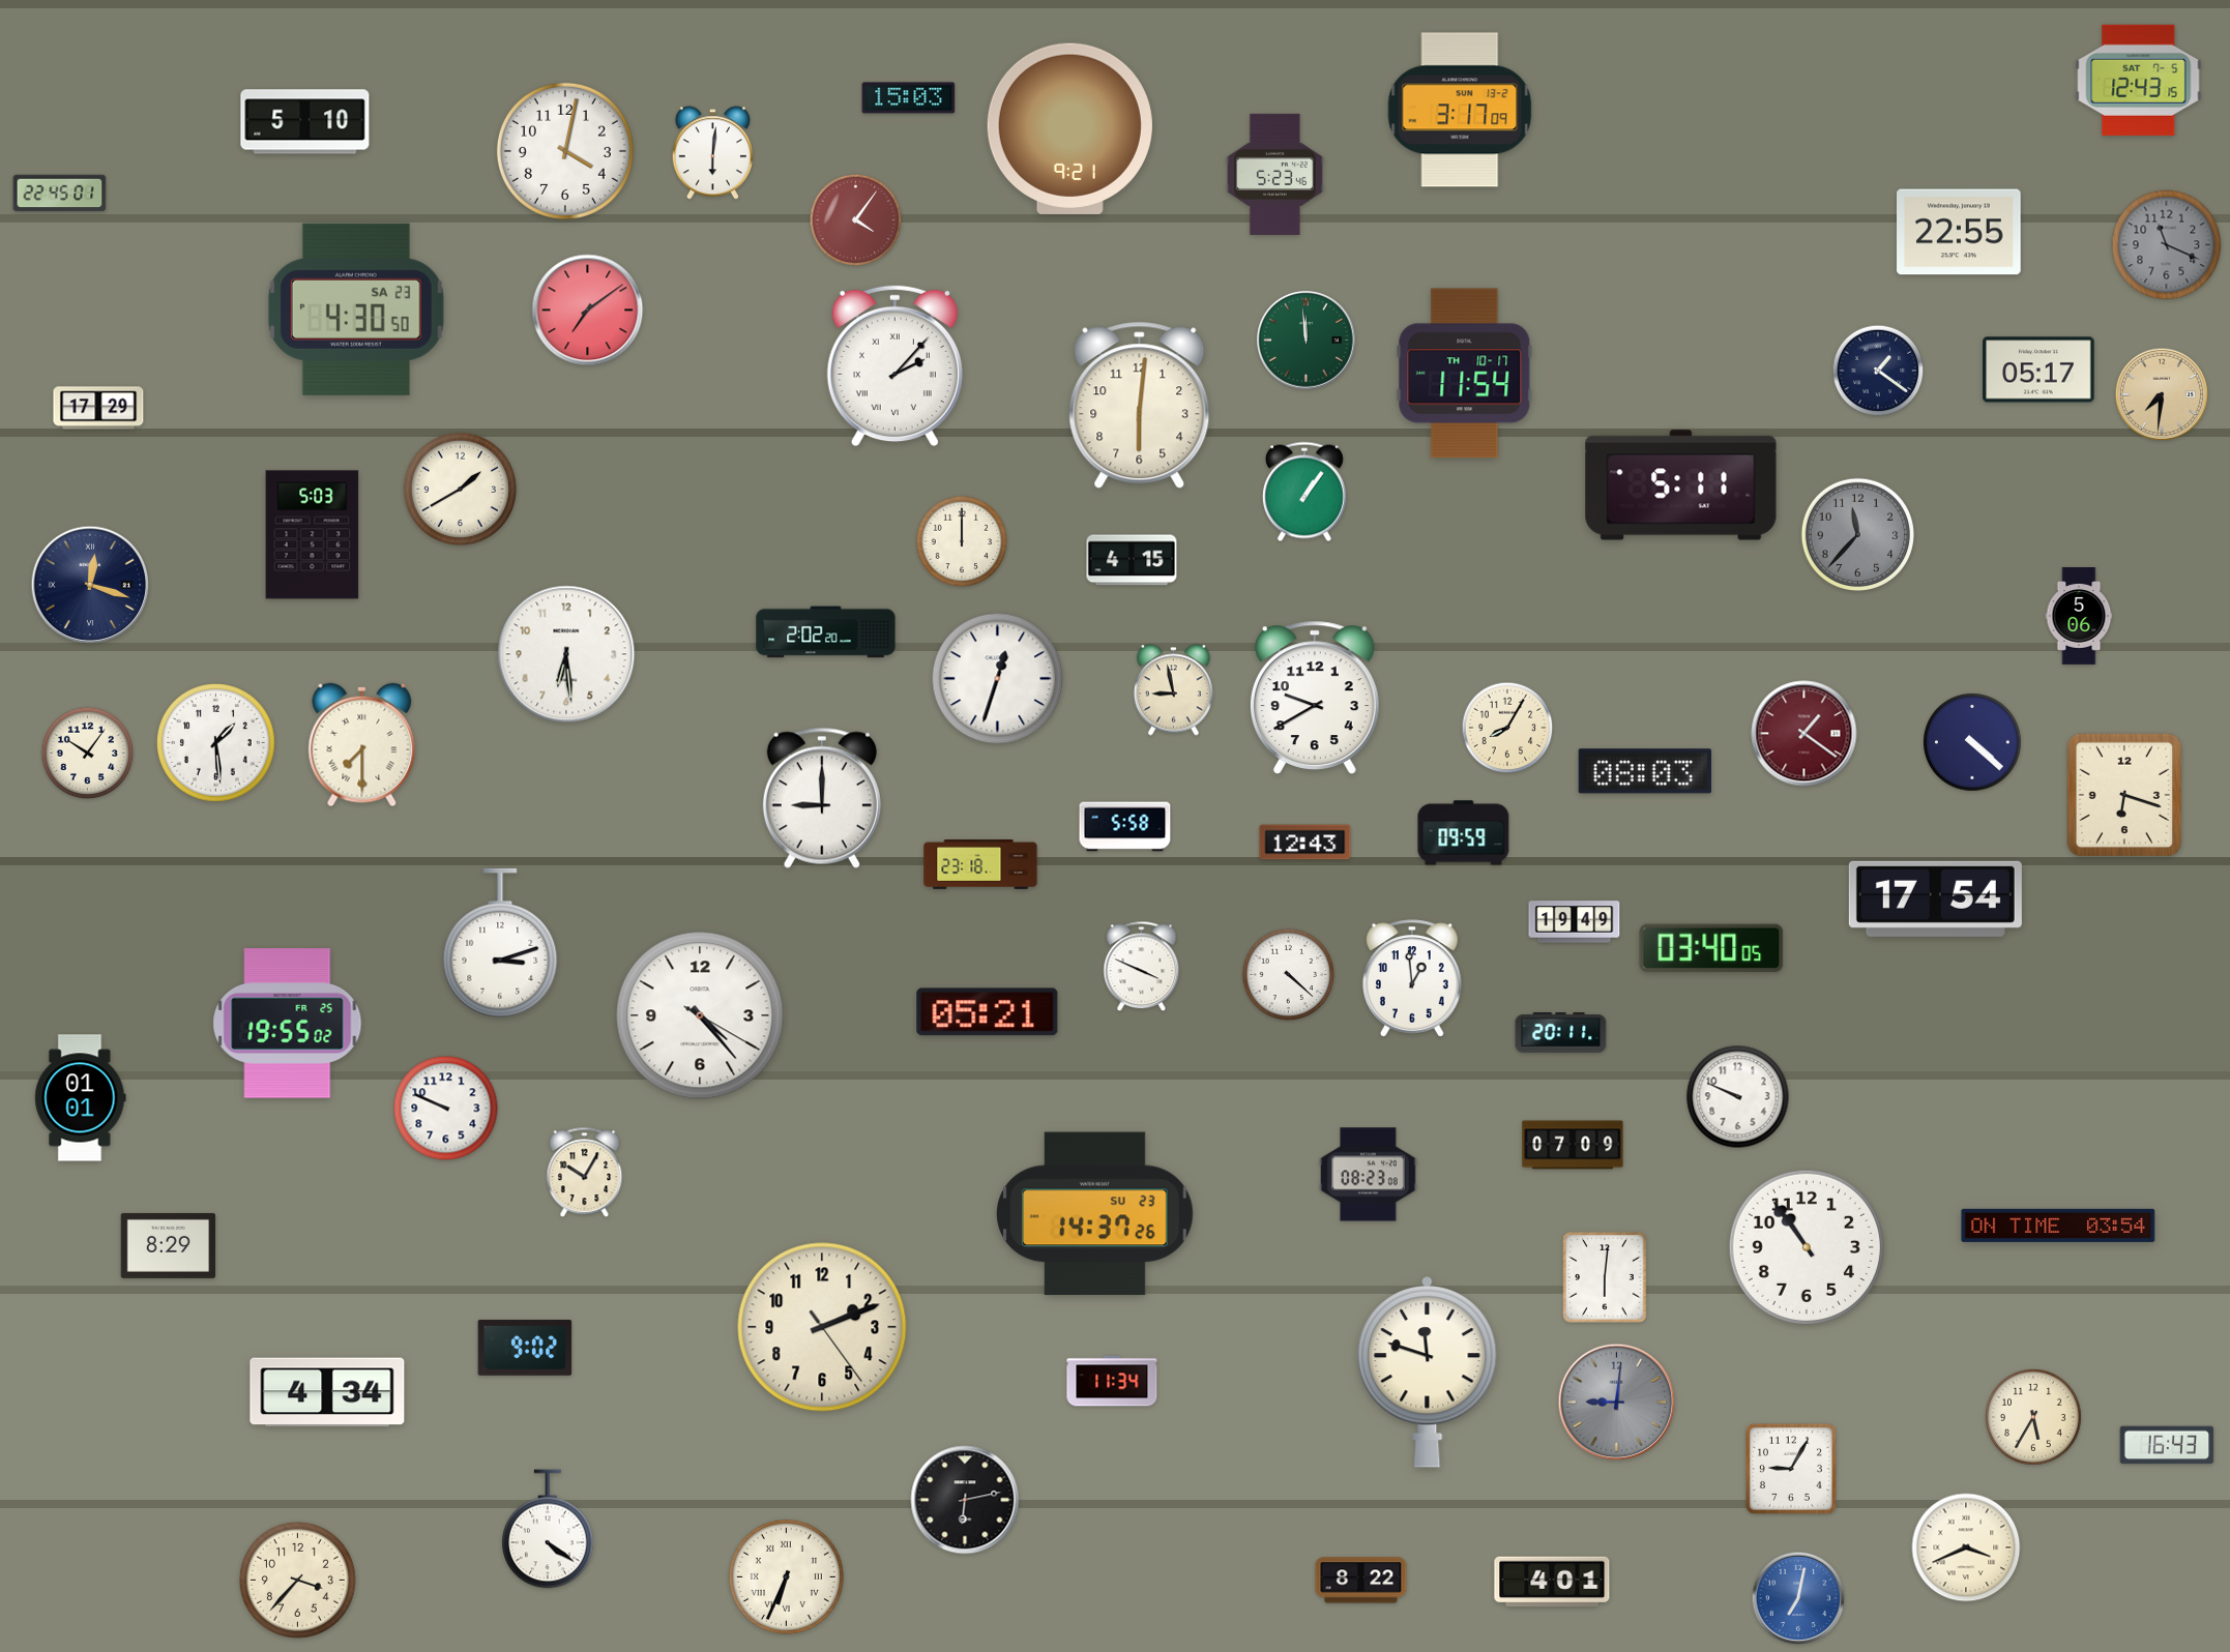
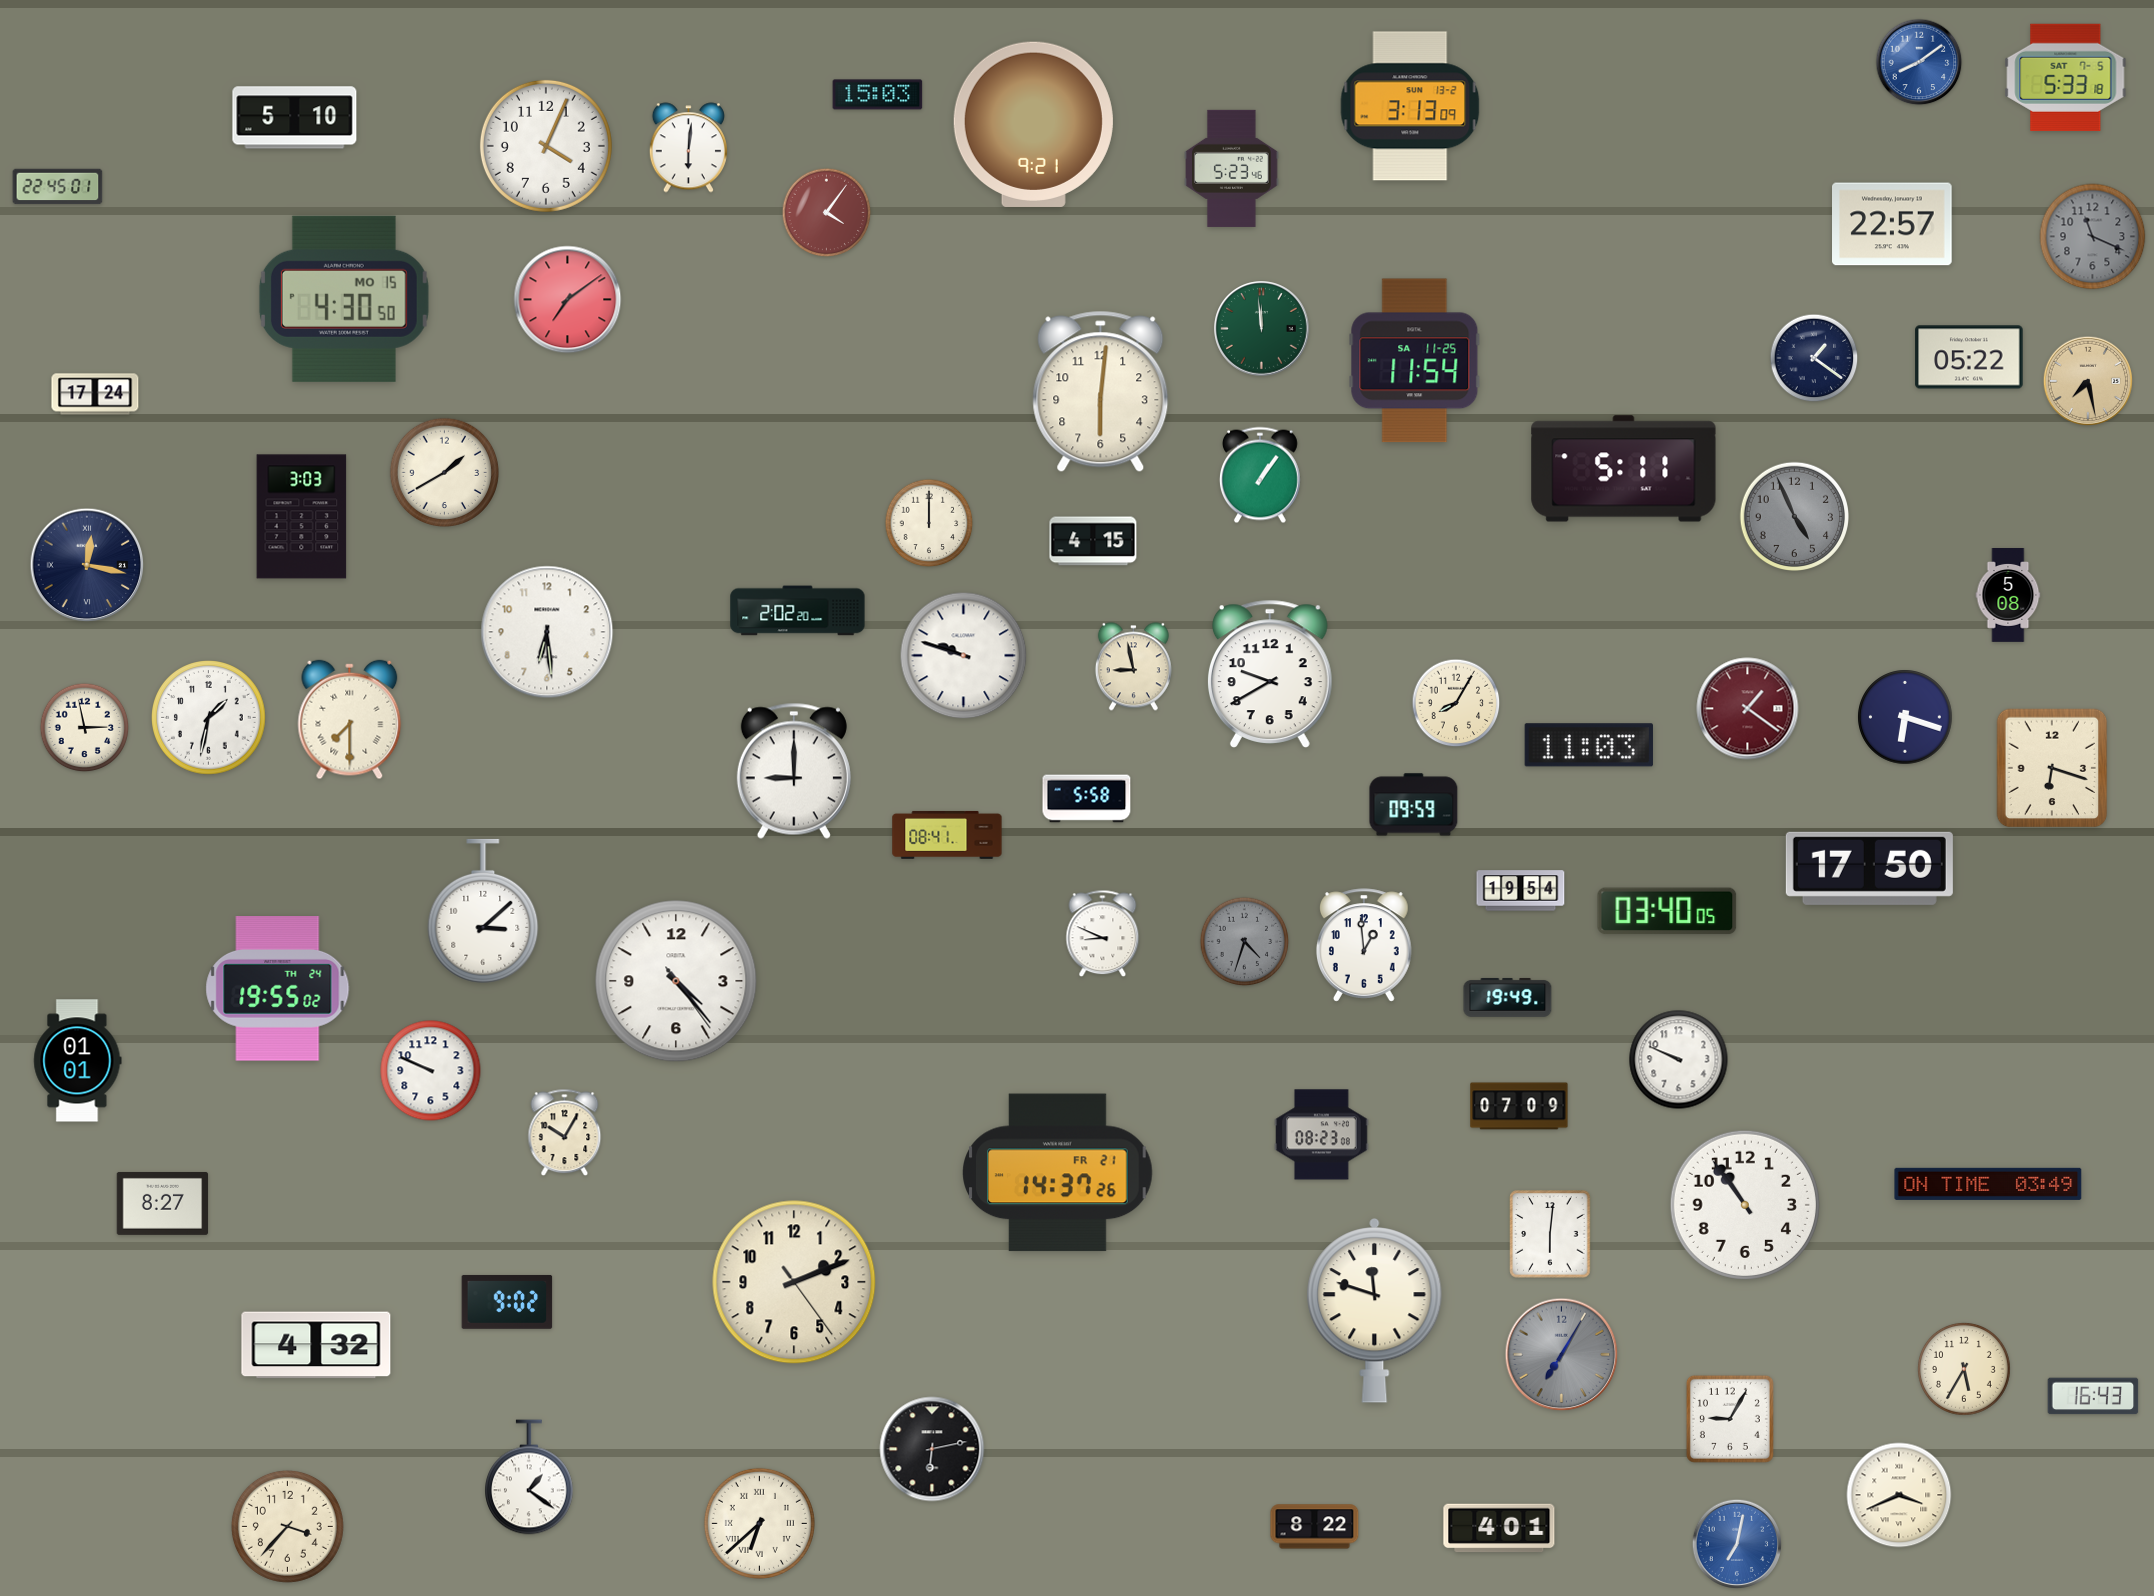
clock at (1919, 62): none -> 8:09
clock at (2139, 80): 12:43 -> 5:33
clock at (1460, 110): 3:17 -> 3:13
clock at (565, 151): 4:02 -> 4:04
clock at (1959, 232): 22:55 -> 22:57
clock at (356, 309) date: SA 23 -> MO 15
clock at (894, 366): 2:07 -> none
clock at (2038, 370): 05:17 -> 05:22
clock at (1465, 374) date: TH 10-17 -> SA 11-25
clock at (2161, 393): 7:31 -> 7:28
clock at (98, 408): 17:29 -> 17:24
clock at (1857, 534): 11:37 -> 4:56
clock at (313, 535): 5:03 -> 3:03
clock at (90, 585): 12:18 -> 12:17
clock at (2079, 617): 5:06 -> 5:08
clock at (998, 679): 12:33 -> 9:48
clock at (1804, 734) position: (1804, 734) -> (1748, 709)
clock at (1972, 742): 4:22 -> 6:18
clock at (216, 743): 1:29 -> 1:32
clock at (88, 754): 10:06 -> 2:58
clock at (1645, 771): 08:03 -> 11:03
clock at (1305, 843): 12:43 -> none
clock at (980, 864): 23:18 -> 08:41
clock at (1935, 898): 17:54 -> 17:50
clock at (1575, 922): 19:49 -> 19:54
clock at (500, 943): 3:12 -> 3:08
clock at (1711, 948) position: (1711, 948) -> (1667, 911)
clock at (1142, 967): 3:49 -> 8:49
clock at (1289, 975): 4:22 -> 4:33
clock at (1289, 975) dial: white -> grey
clock at (988, 1012): 05:21 -> none
clock at (700, 1015): 4:23:20 -> 4:23:24
clock at (288, 1024) date: FR 25 -> TH 24
clock at (1561, 1032): 20:11 -> 19:49
clock at (1095, 1214) date: SU 23 -> FR 21
clock at (2058, 1226): 03:54 -> 03:49
clock at (169, 1245): 8:29 -> 8:27
clock at (1428, 1373) position: (1428, 1373) -> (1375, 1311)
clock at (1112, 1381): 11:34 -> none
clock at (327, 1392): 4:34 -> 4:32
clock at (1617, 1403): 9:01 -> 7:05
clock at (549, 1529): 4:21 -> 1:21
clock at (786, 1576): 6:34 -> 6:38
